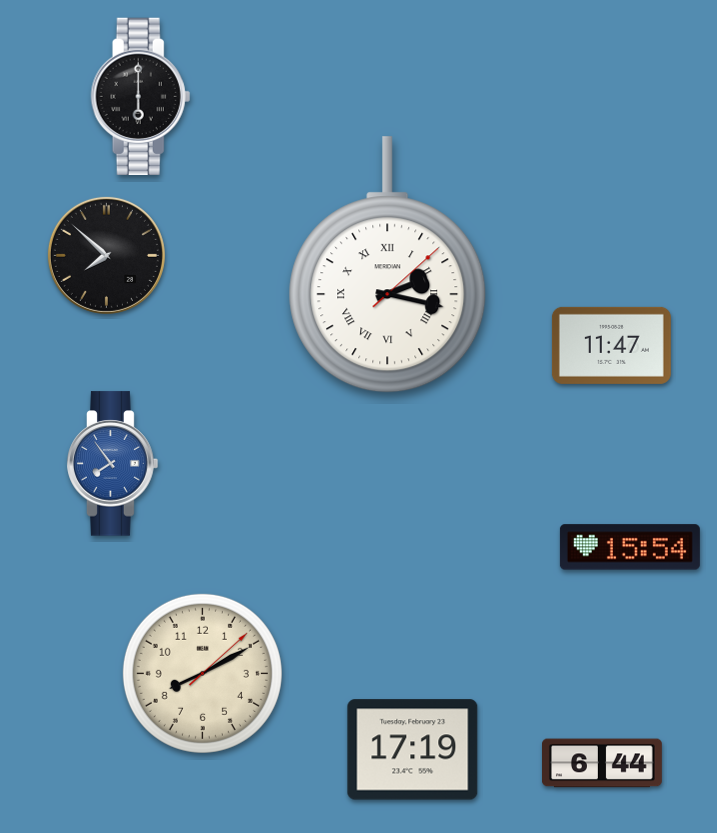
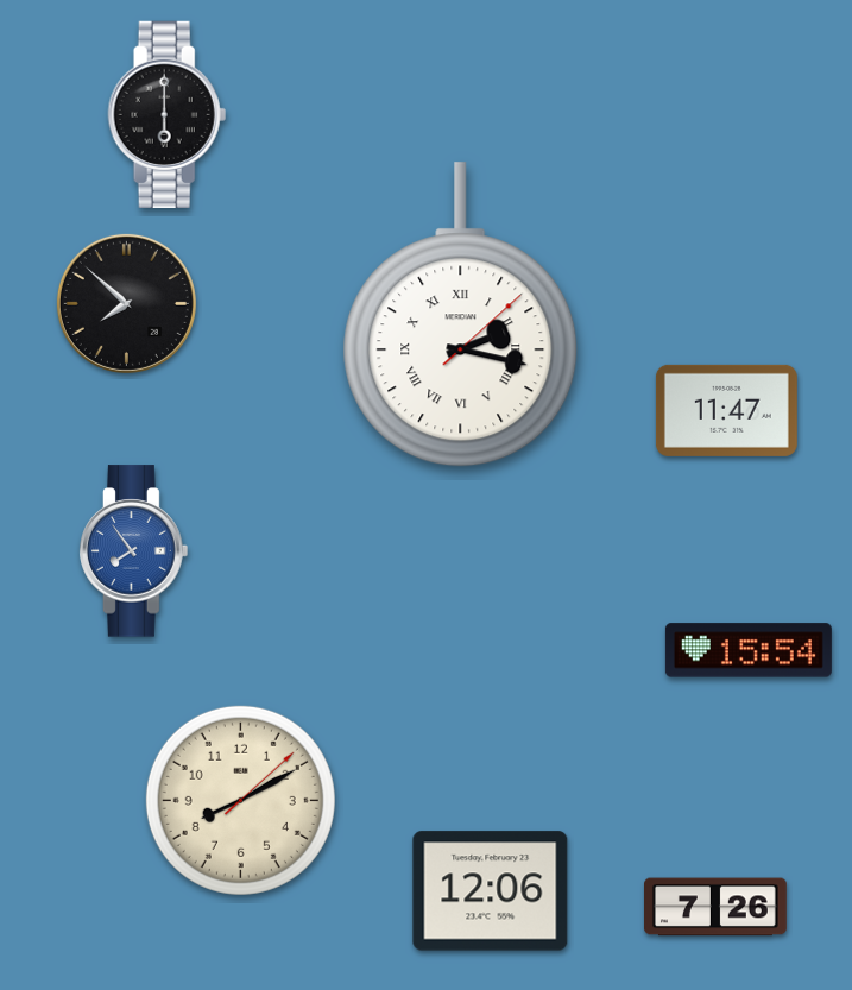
clock at (413, 750): 17:19 -> 12:06
clock at (603, 763): 6:44 -> 7:26
